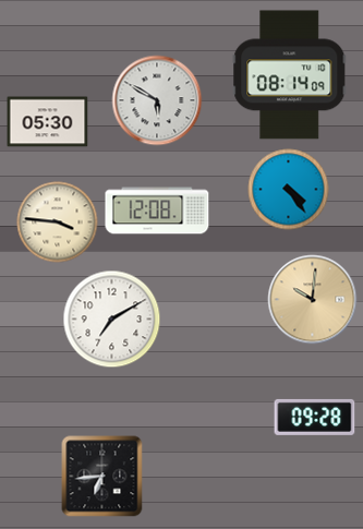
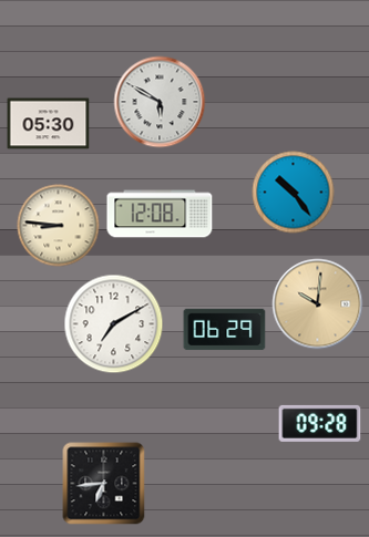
clock at (290, 75): 08:14 -> none
clock at (289, 190): 4:24 -> 10:24
clock at (58, 223): 3:46 -> 8:46
clock at (225, 330): none -> 06:29
